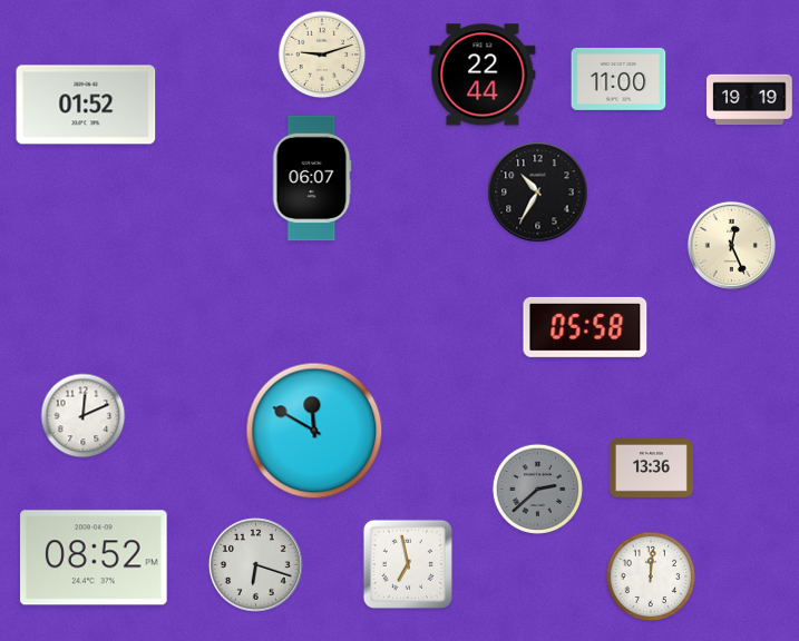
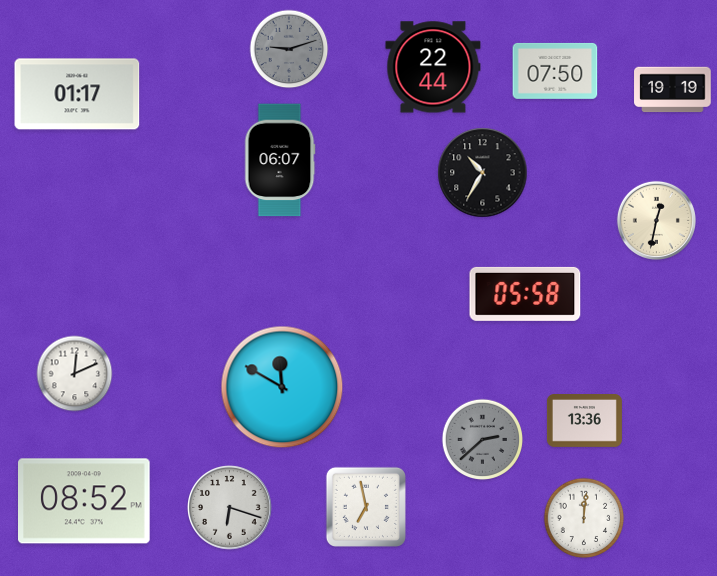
clock at (322, 55) dial: cream -> grey
clock at (618, 79): 11:00 -> 07:50
clock at (86, 105): 01:52 -> 01:17
clock at (731, 245): 12:26 -> 12:32
